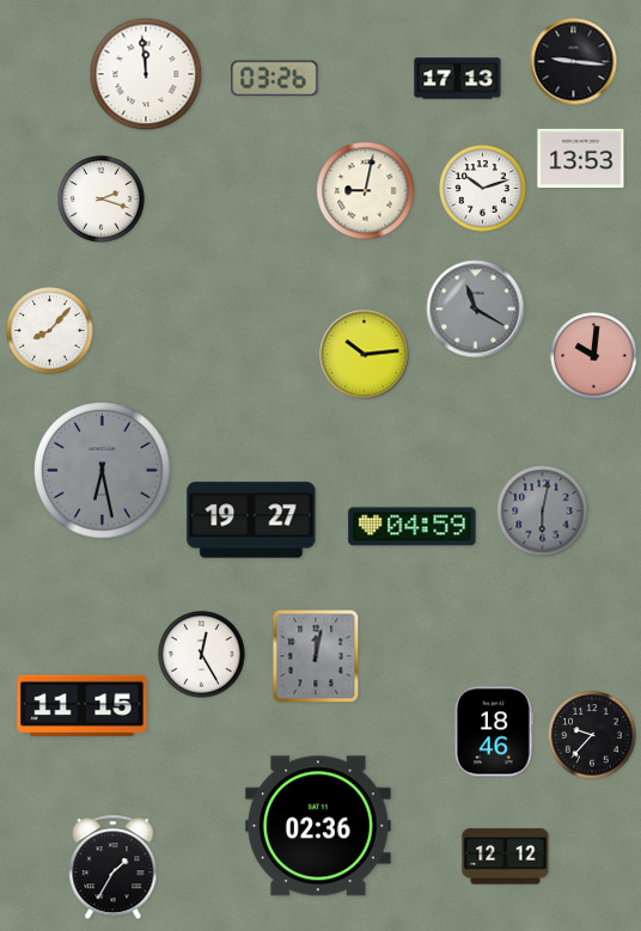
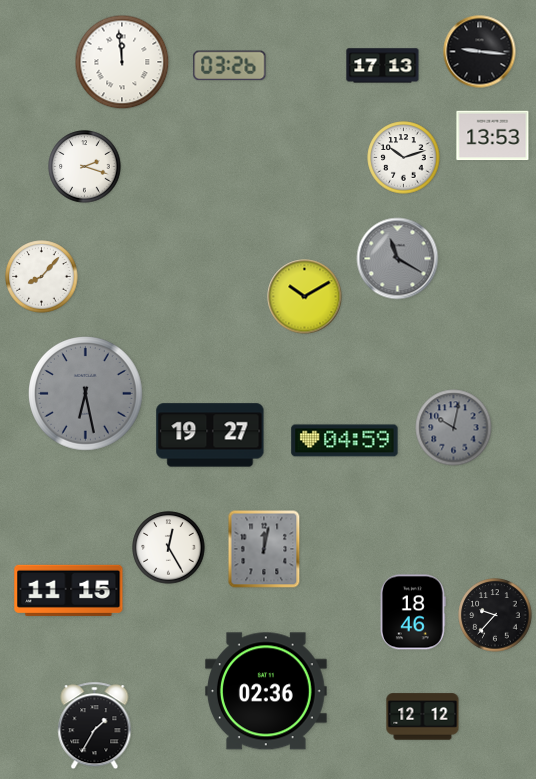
clock at (581, 159) position: (581, 159) -> (493, 136)
clock at (366, 191): 9:02 -> none
clock at (365, 355): 10:14 -> 10:10
clock at (594, 356): 10:01 -> none
clock at (543, 512): 6:02 -> 10:02
